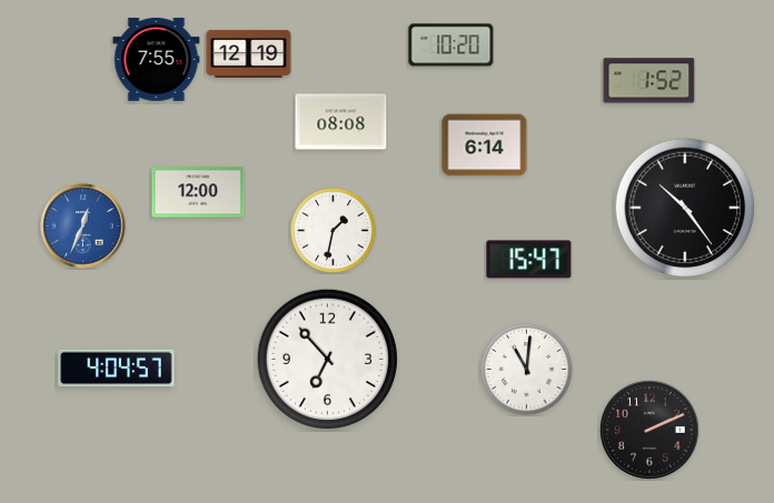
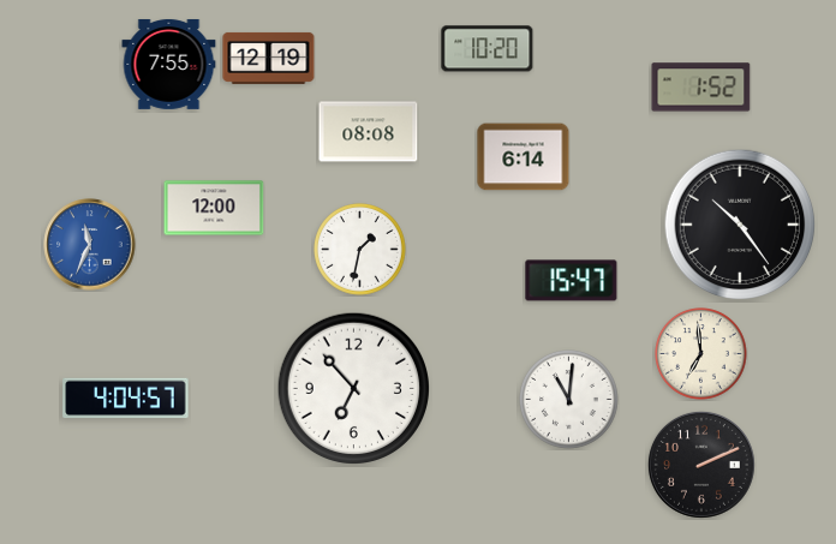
clock at (83, 227): 12:34 -> 11:34
clock at (701, 354): none -> 6:59
